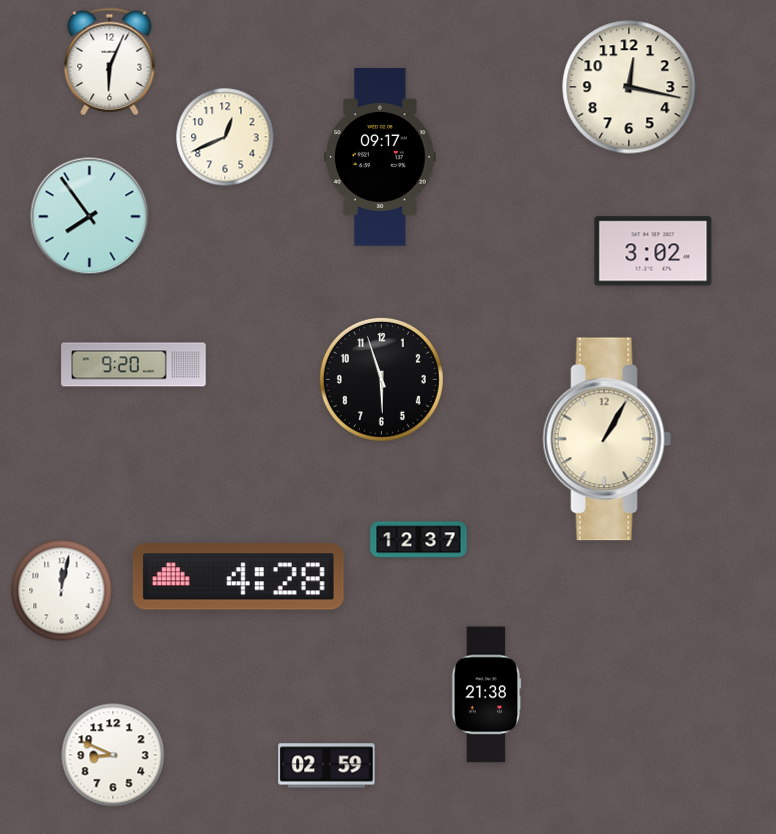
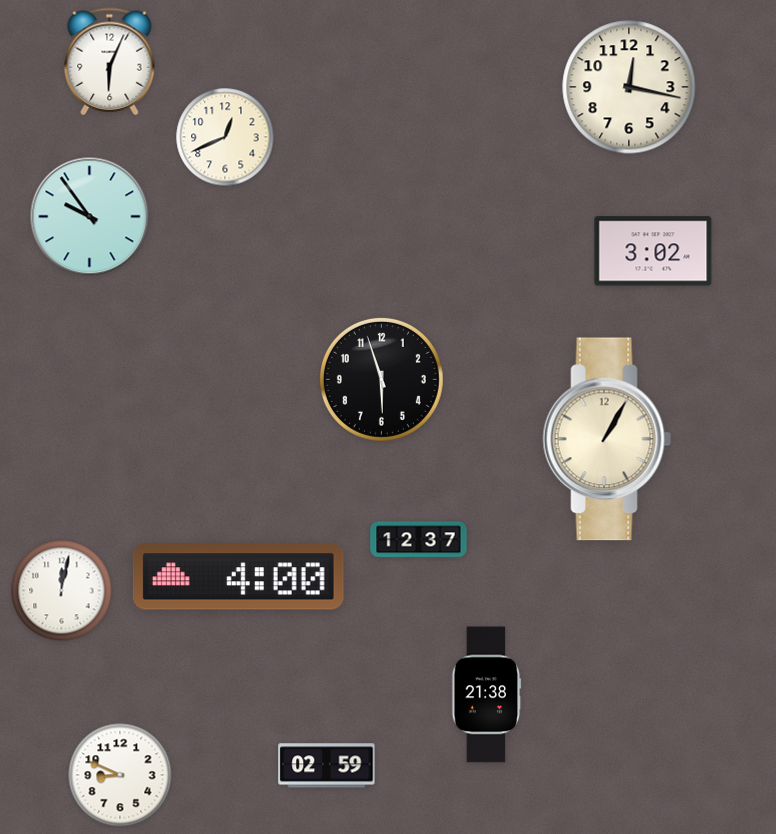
clock at (380, 157): 09:17 -> none
clock at (90, 217): 7:54 -> 9:54
clock at (134, 365): 9:20 -> none
clock at (238, 577): 4:28 -> 4:00
clock at (113, 755) position: (113, 755) -> (120, 775)
